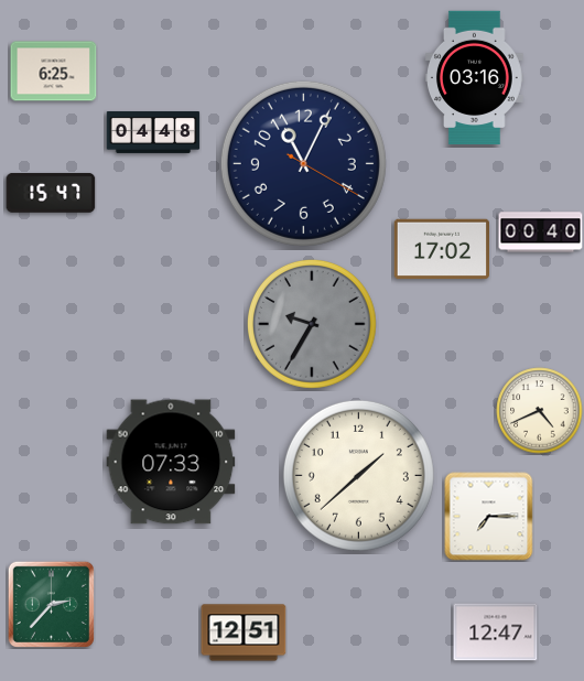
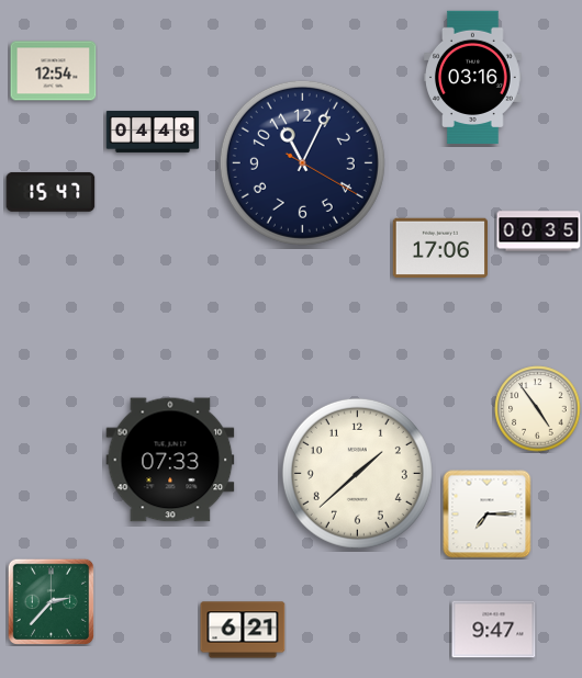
clock at (54, 72): 6:25 -> 12:54
clock at (541, 233): 00:40 -> 00:35
clock at (441, 249): 17:02 -> 17:06
clock at (312, 324): 9:35 -> none
clock at (540, 411): 4:41 -> 4:54
clock at (244, 633): 12:51 -> 6:21
clock at (496, 633): 12:47 -> 9:47
